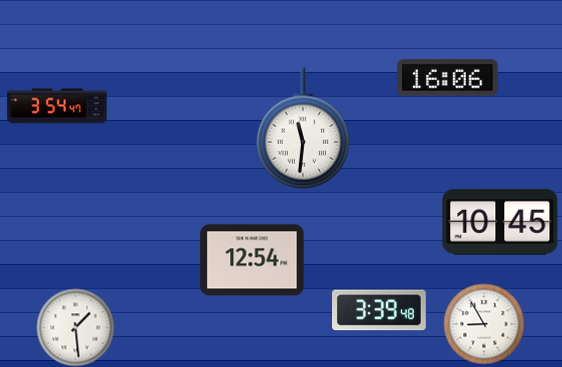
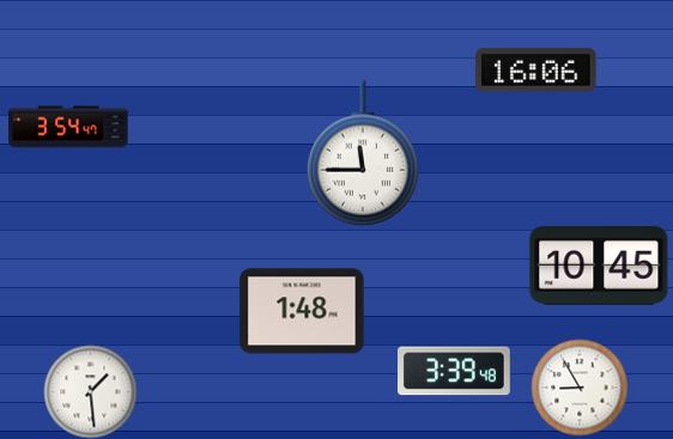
clock at (448, 78) position: (448, 78) -> (536, 71)
clock at (303, 128): 11:31 -> 11:45
clock at (252, 260): 12:54 -> 1:48
